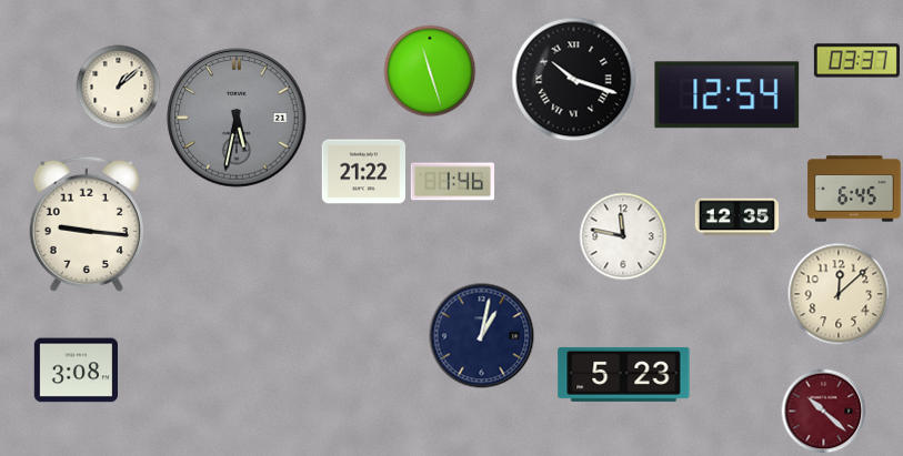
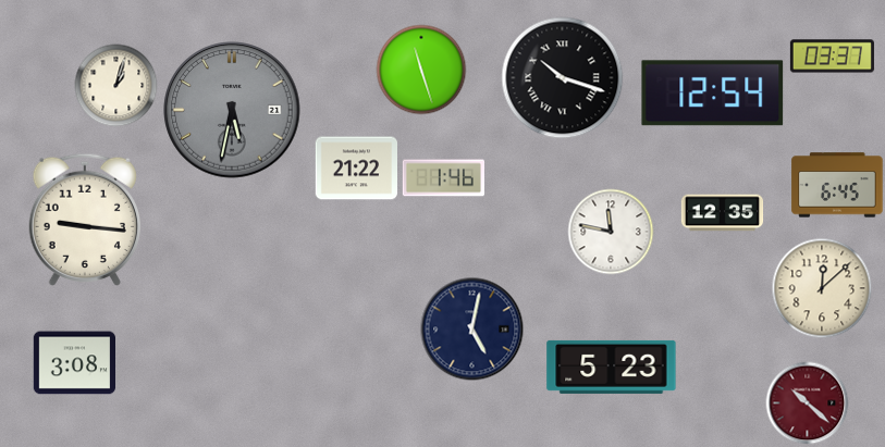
clock at (856, 61) position: (856, 61) -> (832, 57)
clock at (119, 88): 1:08 -> 1:03
clock at (237, 118) position: (237, 118) -> (232, 110)
clock at (482, 336): 1:02 -> 5:02
